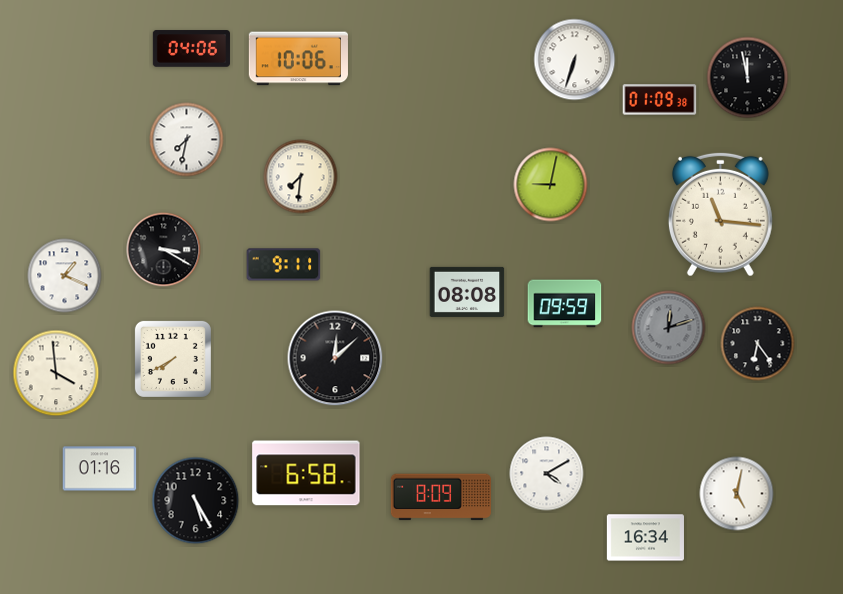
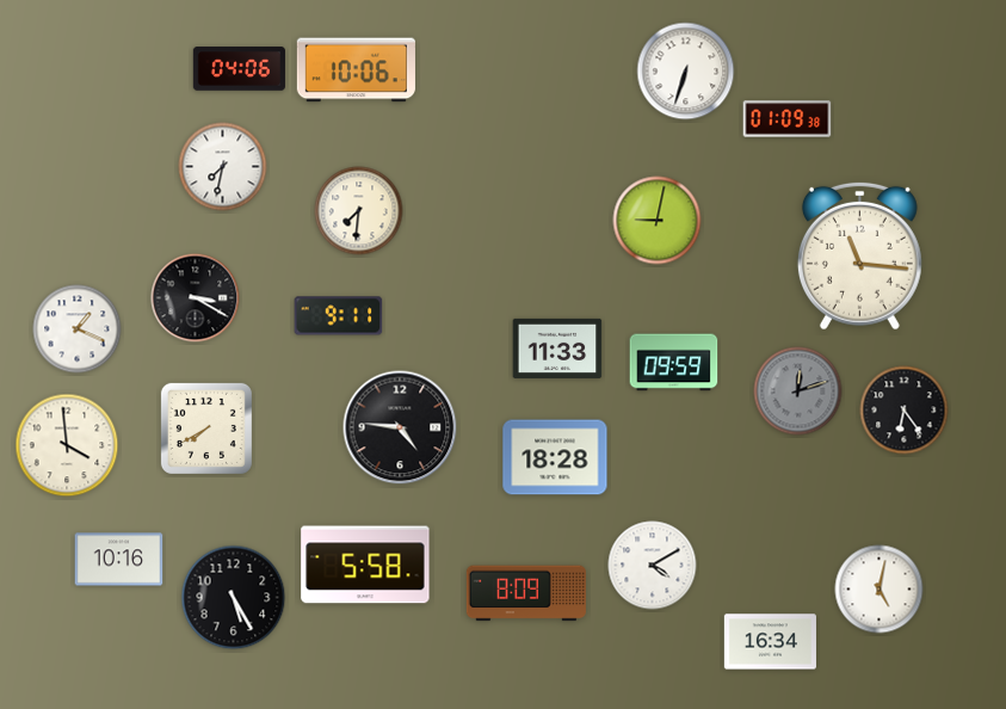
clock at (191, 49) position: (191, 49) -> (239, 69)
clock at (748, 78): 11:58 -> none
clock at (467, 292): 08:08 -> 11:33
clock at (335, 358): 12:08 -> 4:46
clock at (555, 457): none -> 18:28
clock at (100, 469): 01:16 -> 10:16
clock at (306, 473): 6:58 -> 5:58
